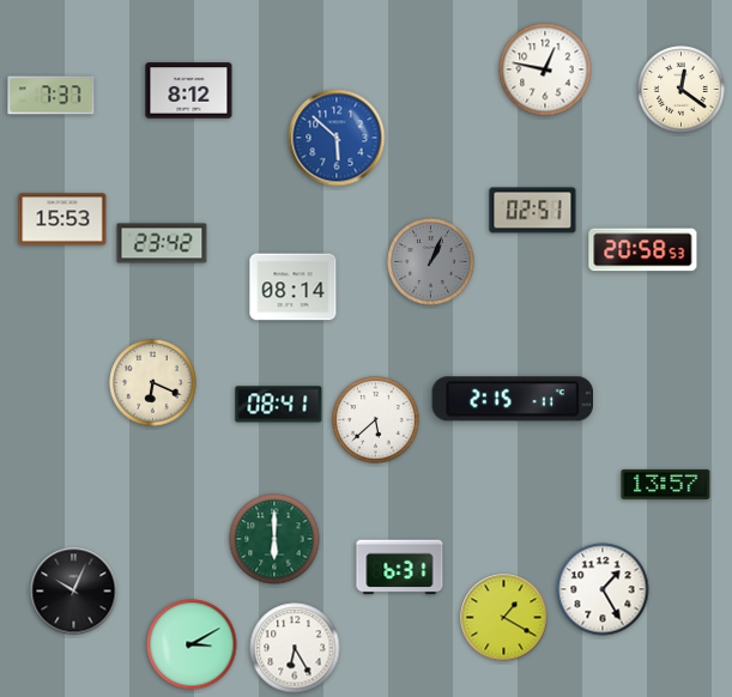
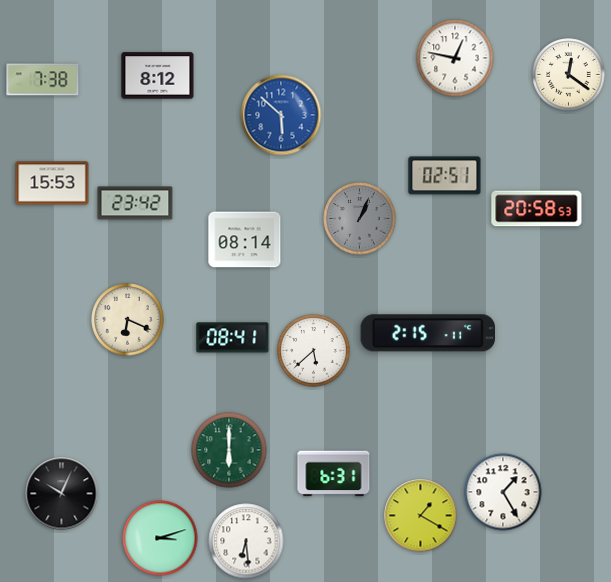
clock at (52, 96): 7:37 -> 7:38
clock at (666, 484): 13:57 -> none
clock at (192, 644): 3:10 -> 3:12
clock at (295, 648): 6:25 -> 6:29
